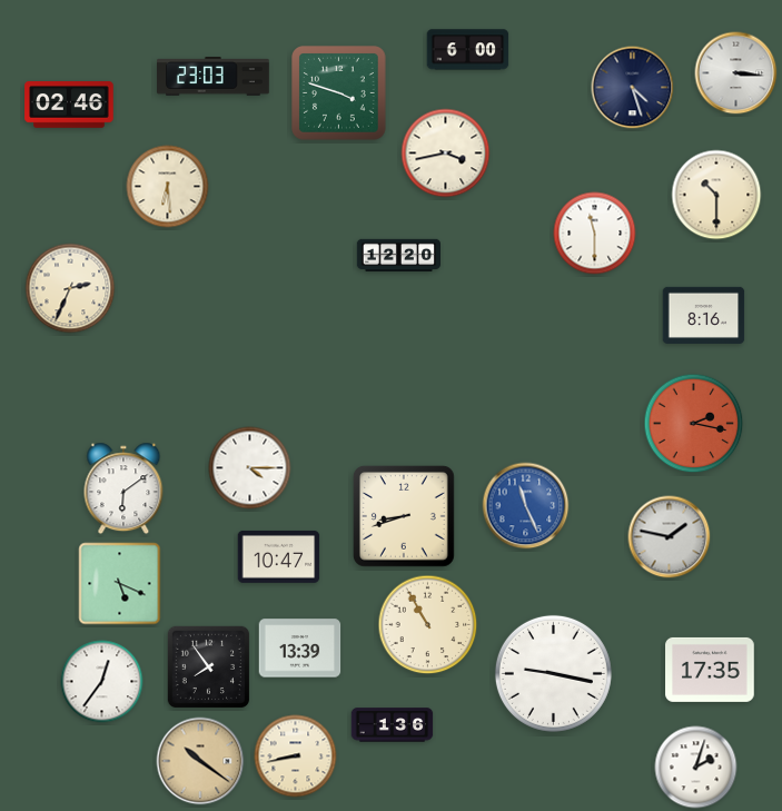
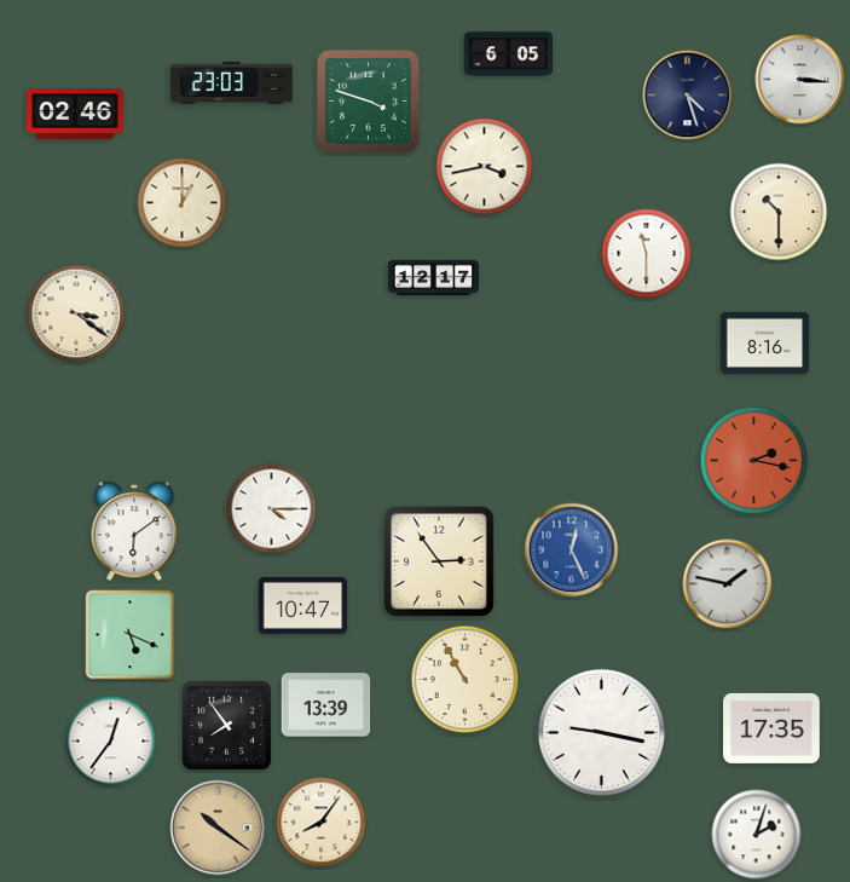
clock at (468, 50): 6:00 -> 6:05
clock at (168, 187): 6:29 -> 1:00
clock at (399, 256): 12:20 -> 12:17
clock at (70, 288): 2:34 -> 3:21
clock at (526, 506): 11:26 -> 12:26
clock at (405, 517): 8:42 -> 2:54
clock at (393, 725): 1:36 -> none
clock at (296, 756): 8:43 -> 8:06
